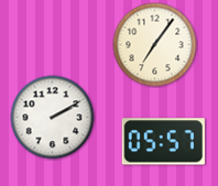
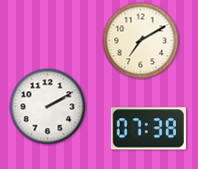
clock at (155, 45): 7:06 -> 7:10
clock at (163, 142): 05:57 -> 07:38
